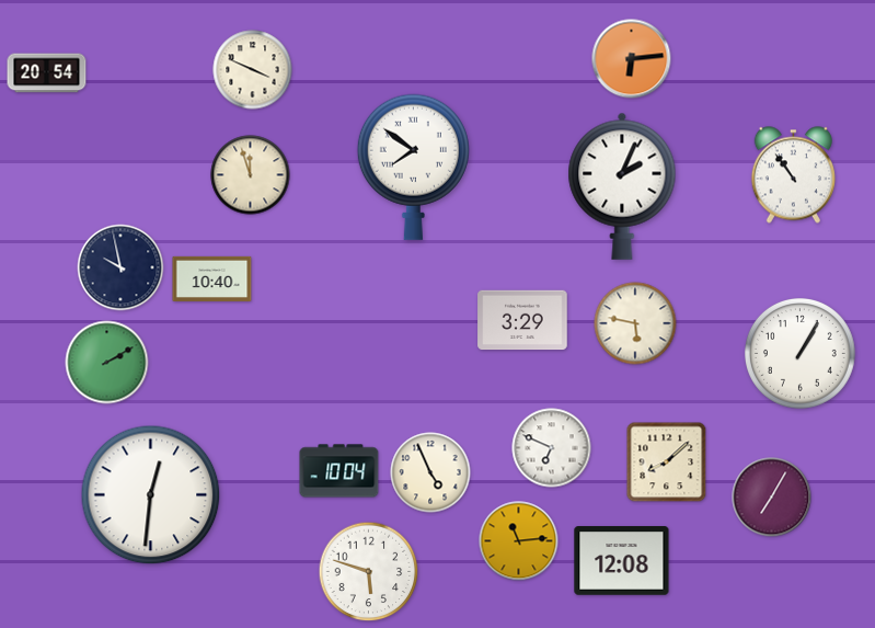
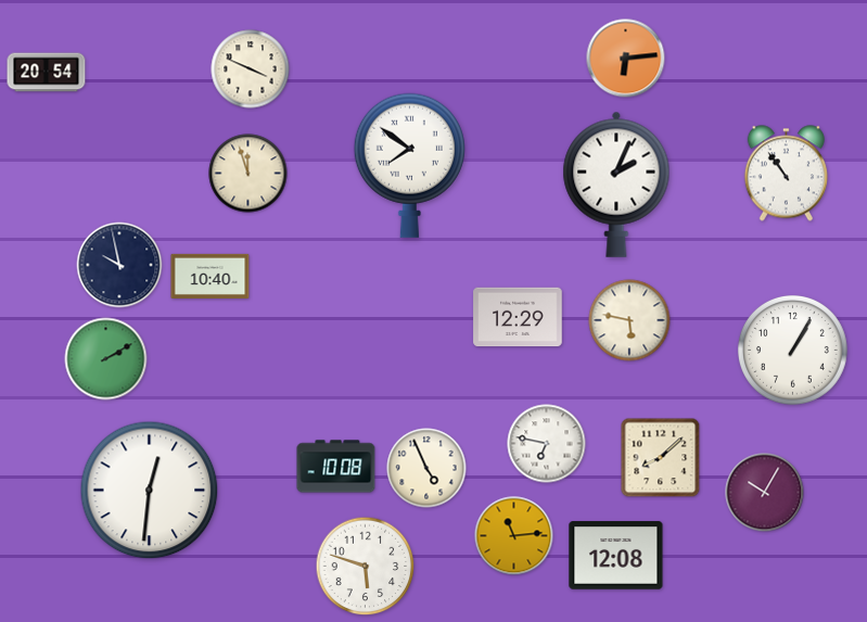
clock at (522, 320): 3:29 -> 12:29
clock at (552, 448): 6:49 -> 6:47
clock at (339, 471): 10:04 -> 10:08
clock at (772, 498): 7:05 -> 10:05
